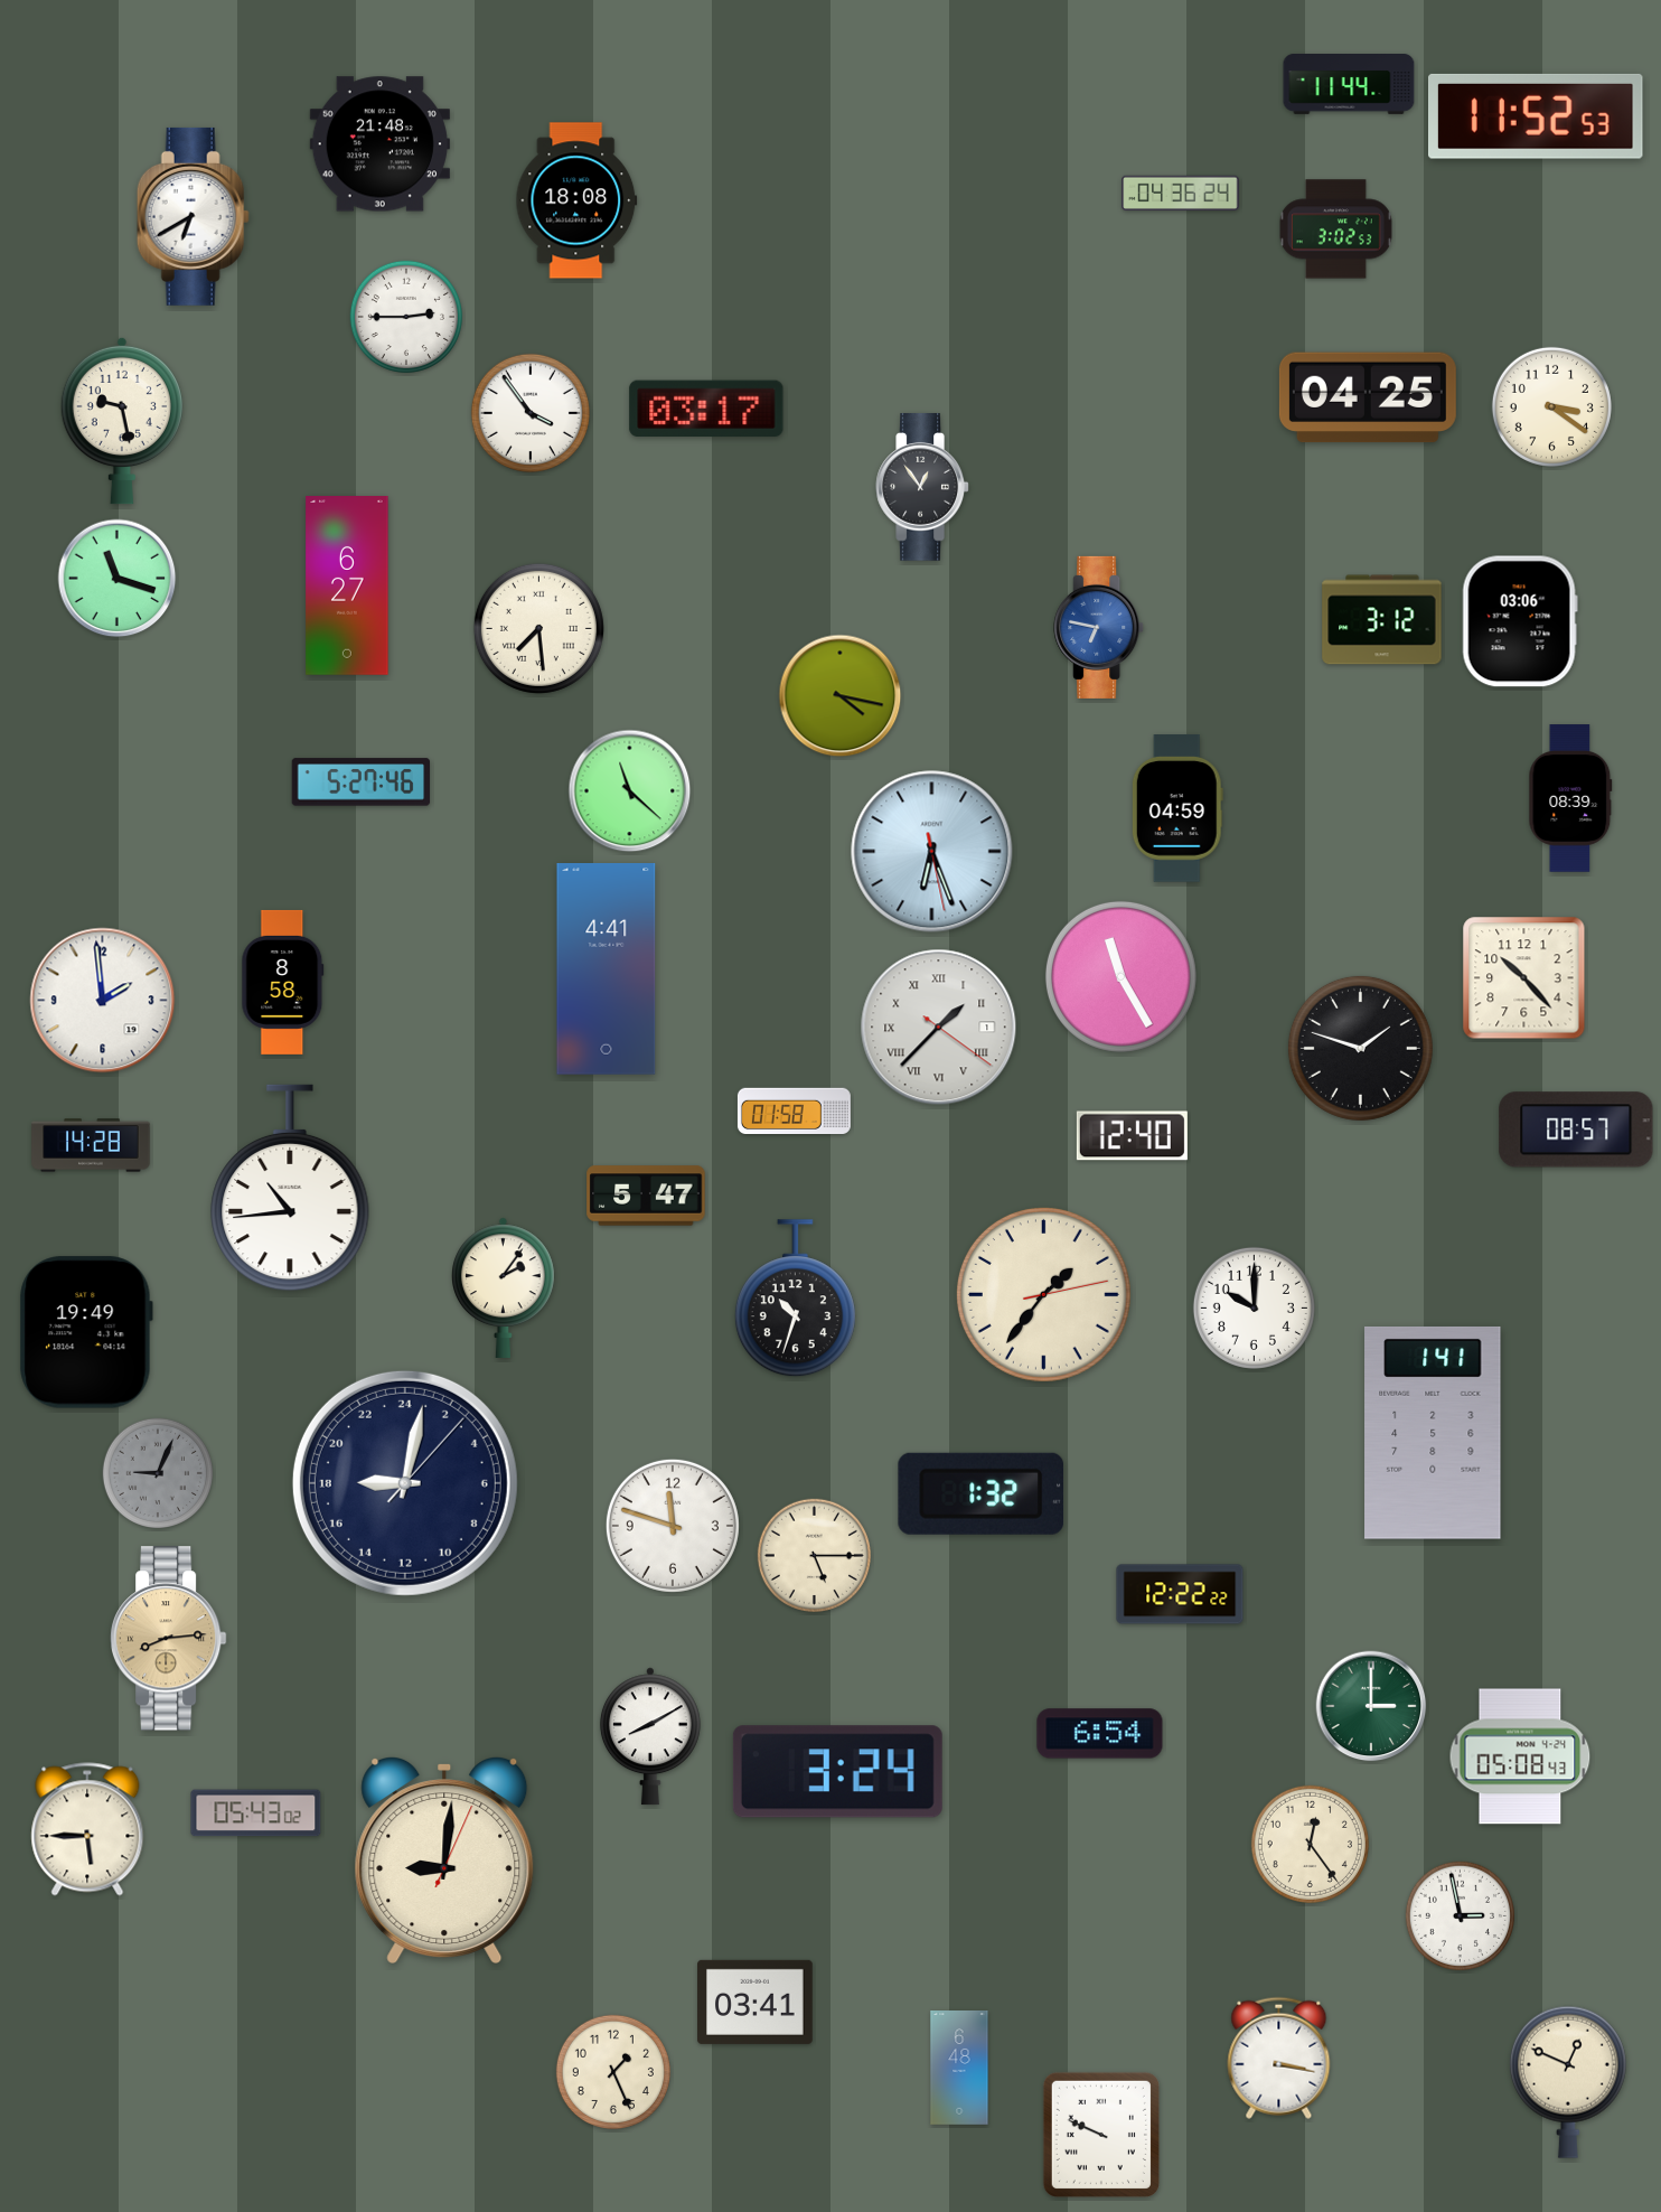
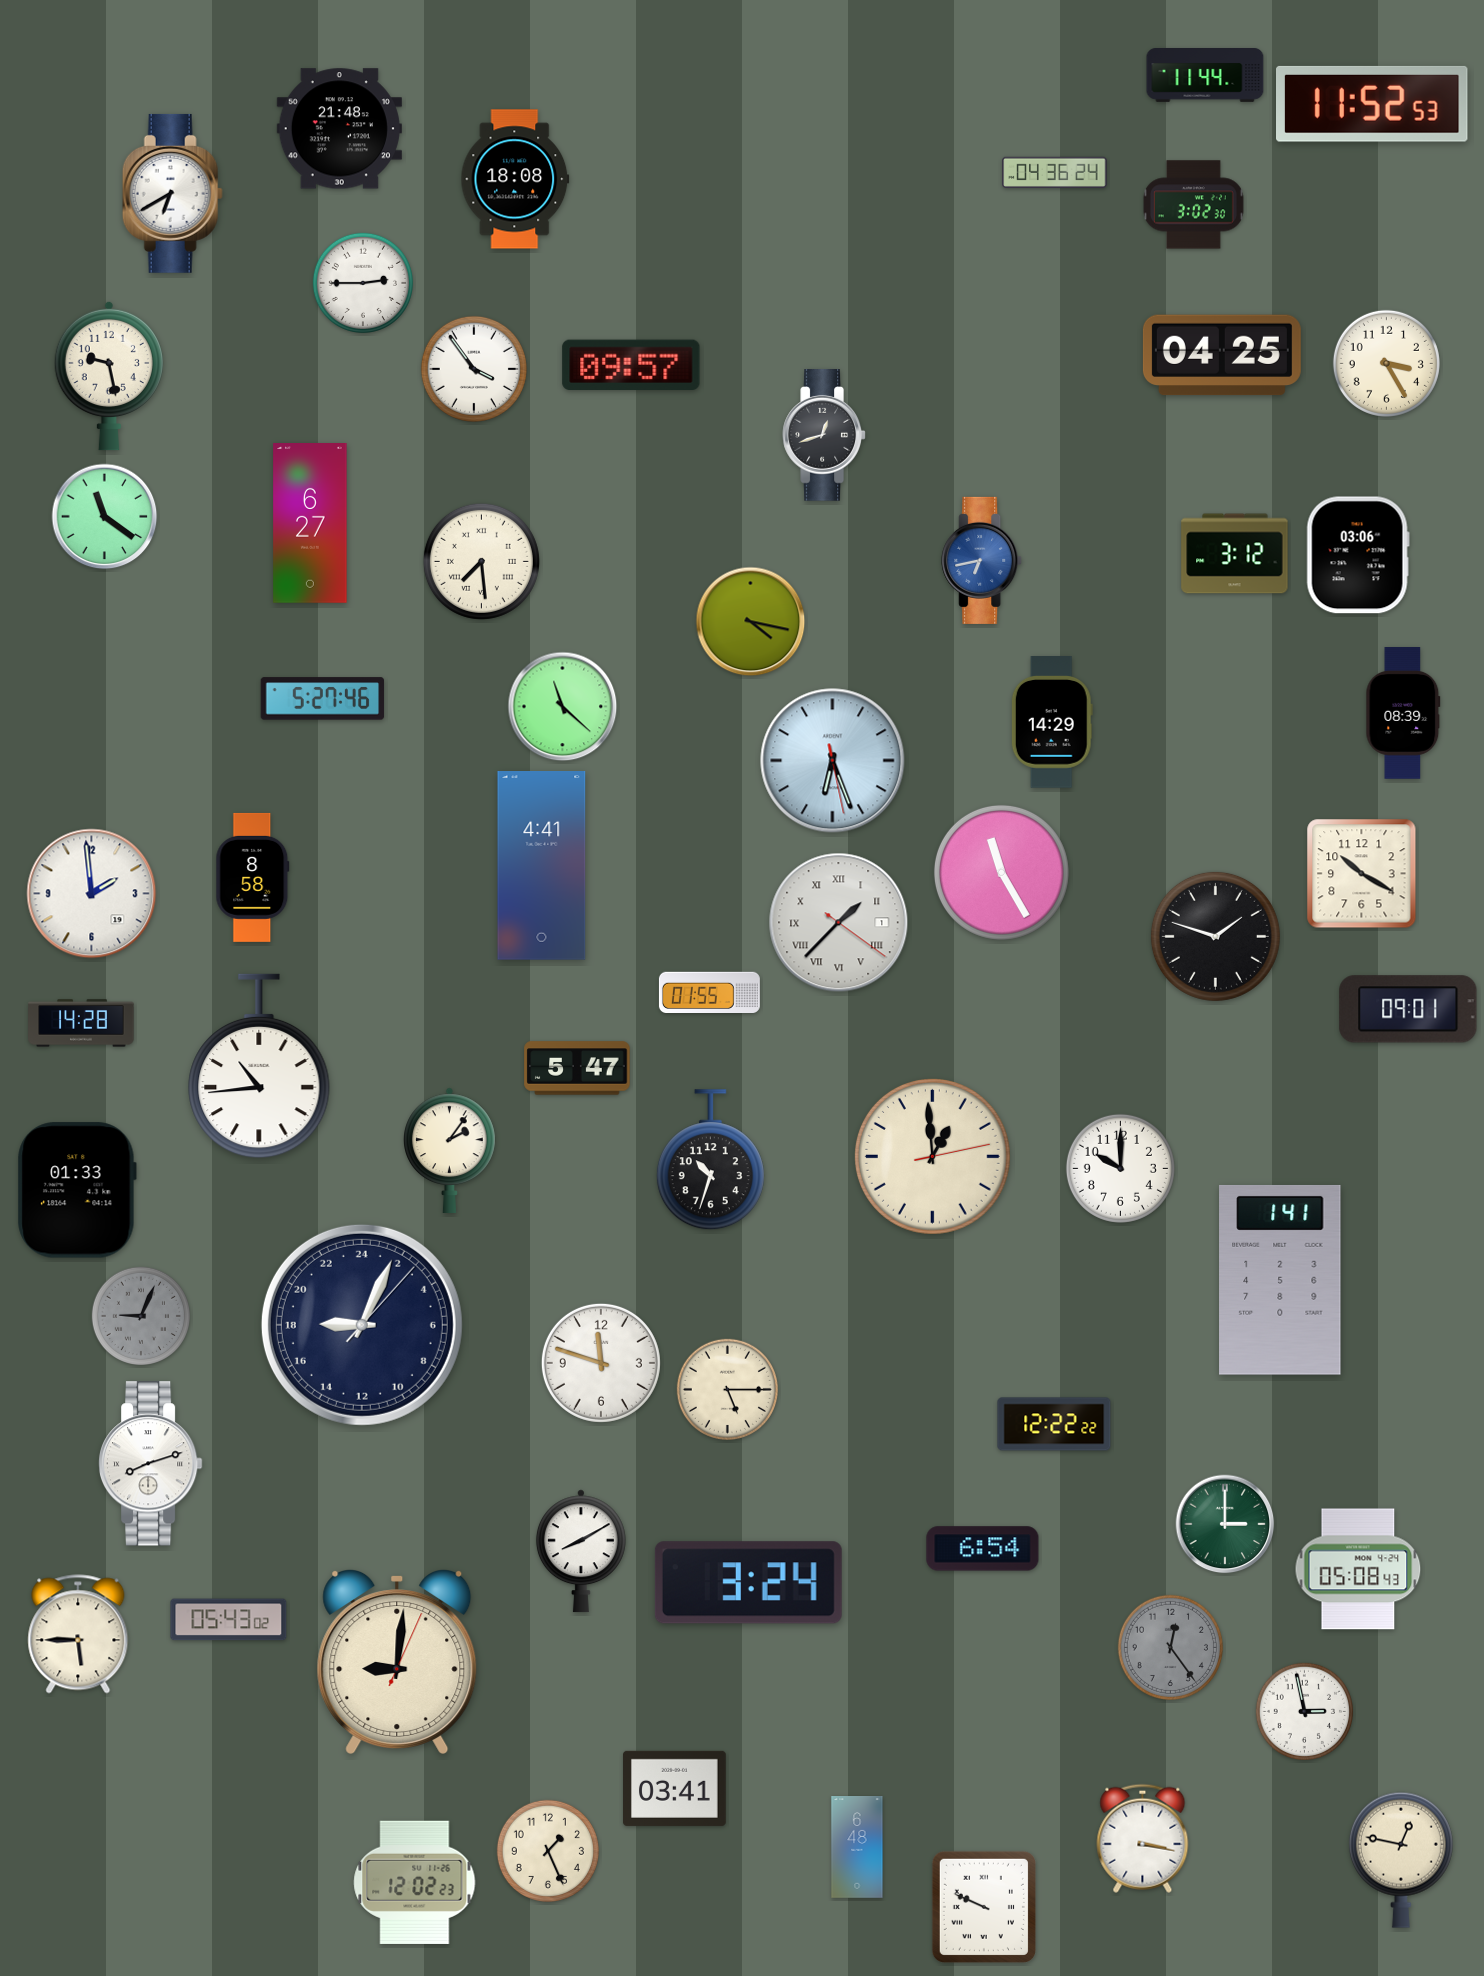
clock at (1335, 229): 3:02:53 -> 3:02:30
clock at (1551, 406): 3:21 -> 3:25
clock at (706, 407): 03:17 -> 09:57
clock at (922, 488): 12:54 -> 12:42
clock at (118, 579): 11:18 -> 11:21
clock at (1099, 627): 6:47 -> 6:43
clock at (1177, 809): 04:59 -> 14:29
clock at (1524, 978): 10:23 -> 10:20
clock at (939, 1028) position: (939, 1028) -> (839, 923)
clock at (794, 1110): 01:58 -> 01:55
clock at (1576, 1130): 08:57 -> 09:01
clock at (1132, 1136): 12:40 -> none
clock at (290, 1188) position: (290, 1188) -> (259, 1066)
clock at (1043, 1294): 1:36 -> 12:59
clock at (86, 1332): 19:49 -> 01:33
clock at (405, 1483): 18:02 -> 18:04
clock at (980, 1493): 1:32 -> none
clock at (168, 1639): 8:14 -> 8:12
clock at (168, 1639) dial: champagne -> white
clock at (1310, 1844) dial: cream -> grey
clock at (1568, 2082): 12:49 -> 12:47
clock at (415, 1882): none -> 12:02
